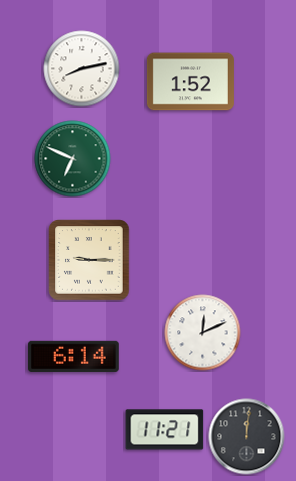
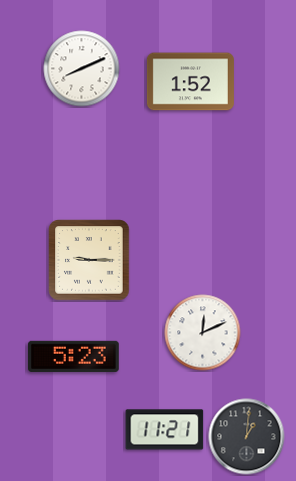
clock at (82, 69): 8:13 -> 8:11
clock at (73, 159): 6:49 -> none
clock at (74, 356): 6:14 -> 5:23
clock at (247, 437): 12:01 -> 1:01
